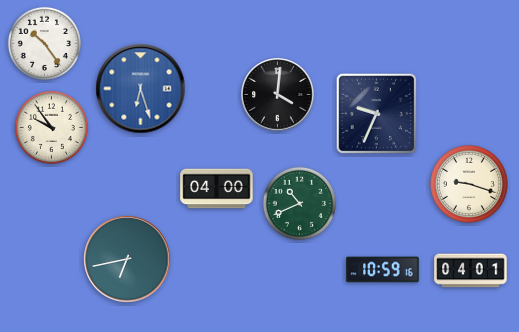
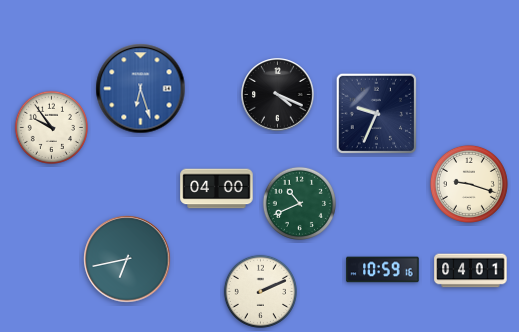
clock at (44, 43): 10:24 -> none
clock at (278, 95): 4:01 -> 4:19
clock at (260, 291): none -> 2:11
